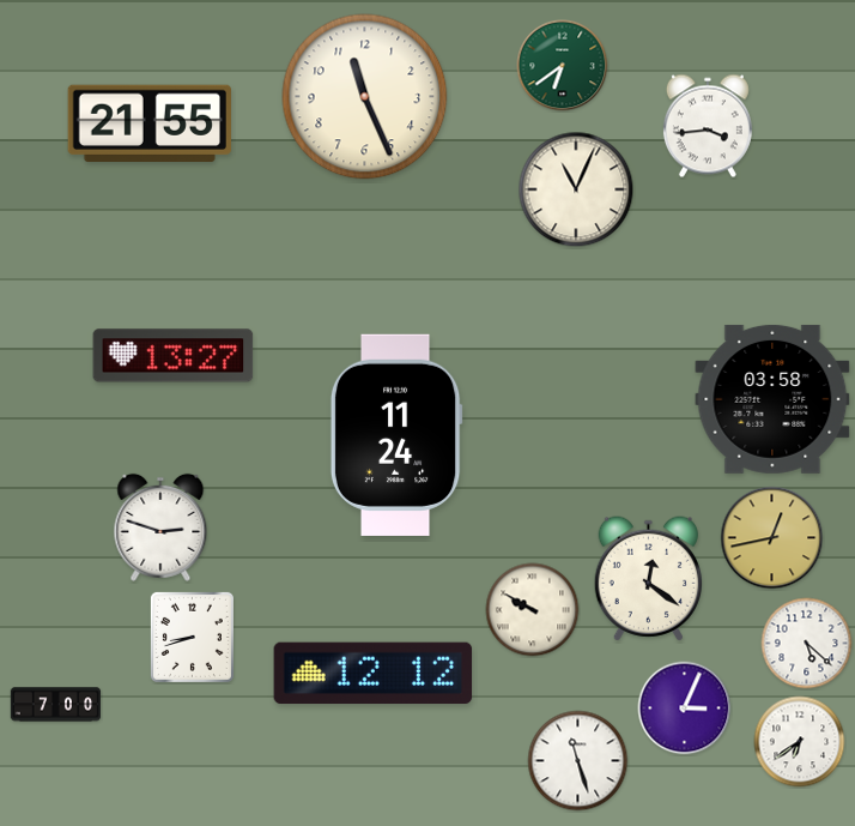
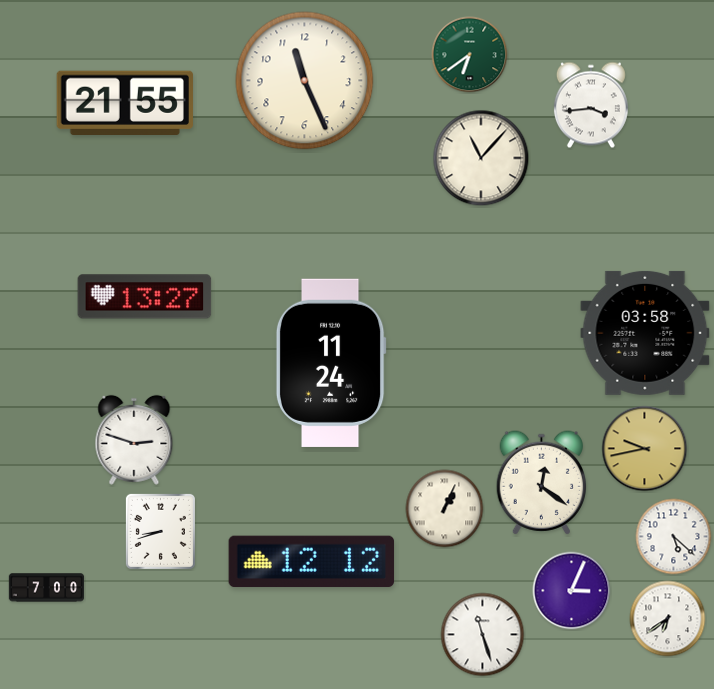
clock at (576, 189): 11:04 -> 11:07
clock at (772, 538): 12:43 -> 9:43
clock at (533, 610): 9:50 -> 1:04
